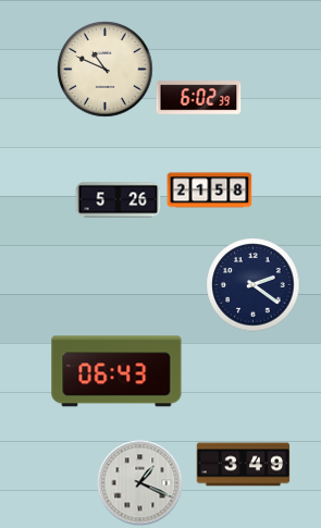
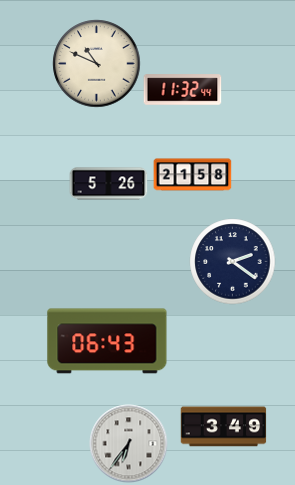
clock at (198, 98): 6:02 -> 11:32
clock at (139, 482): 1:19 -> 6:36
